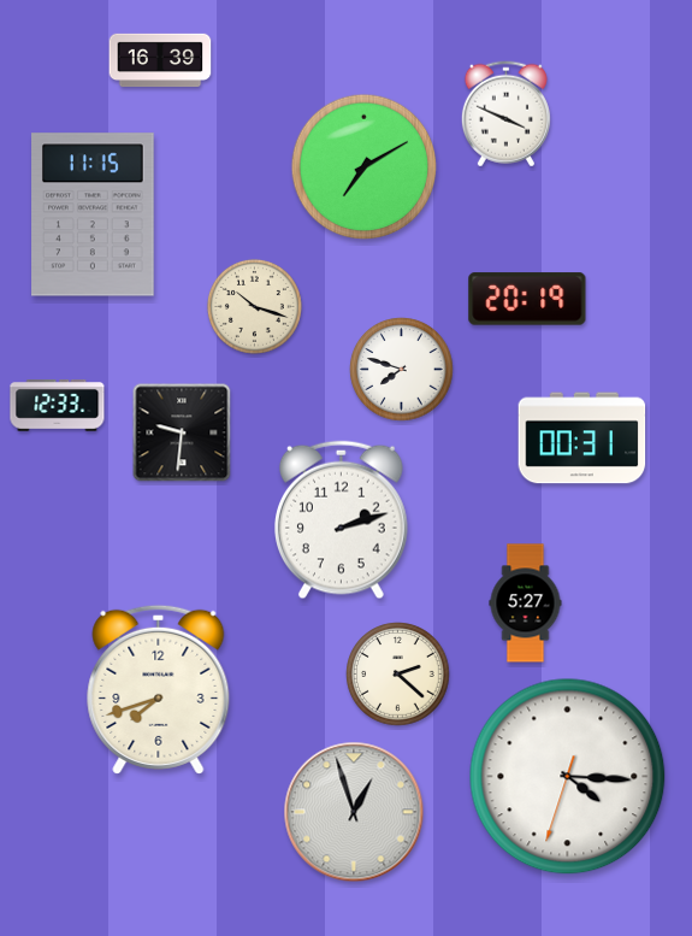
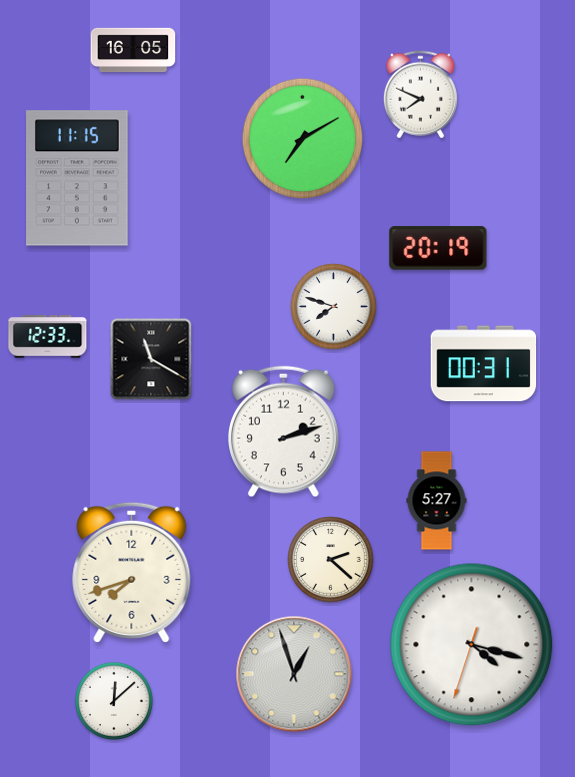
clock at (160, 60): 16:39 -> 16:05
clock at (505, 114): 3:49 -> 7:49
clock at (254, 306): 10:18 -> none
clock at (182, 432): 9:31 -> 11:20
clock at (568, 777): 4:15 -> 4:17
clock at (114, 701): none -> 12:08
